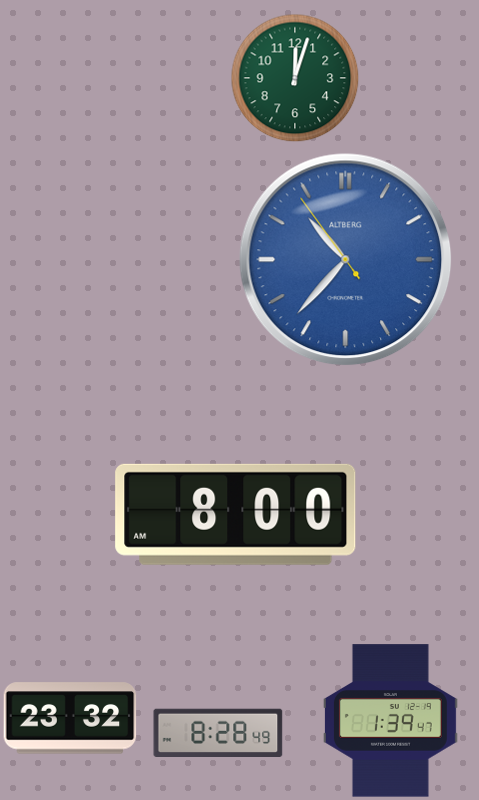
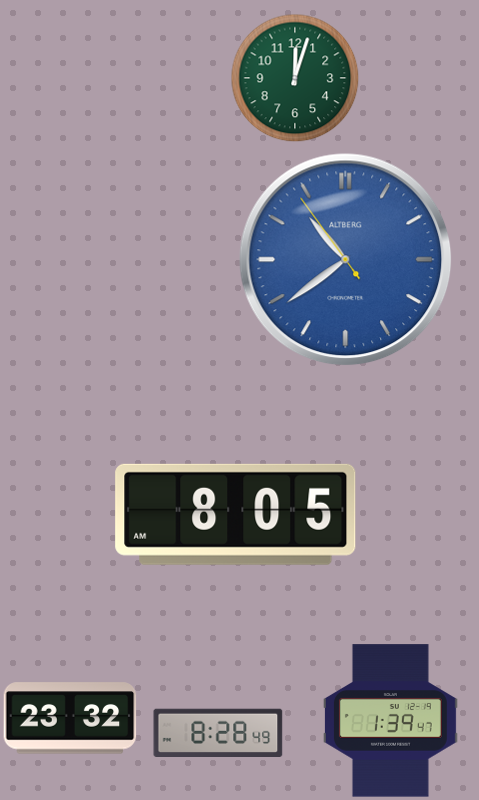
clock at (346, 260): 10:36 -> 10:38
clock at (236, 514): 8:00 -> 8:05
